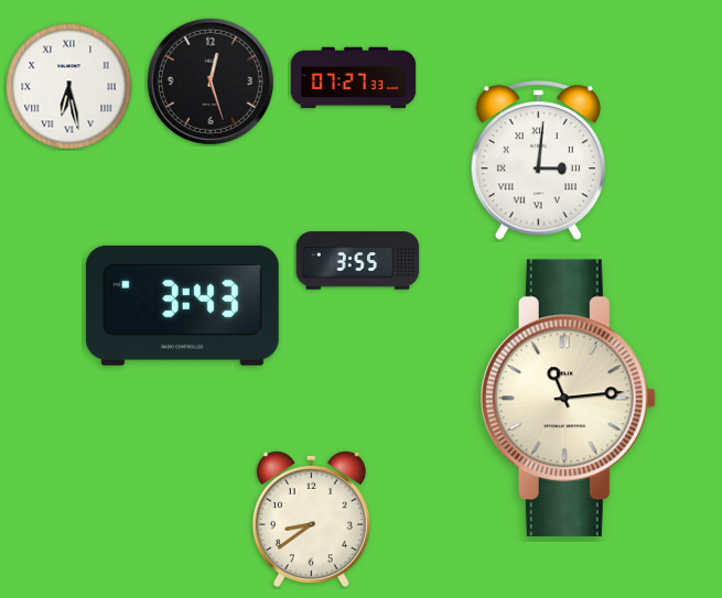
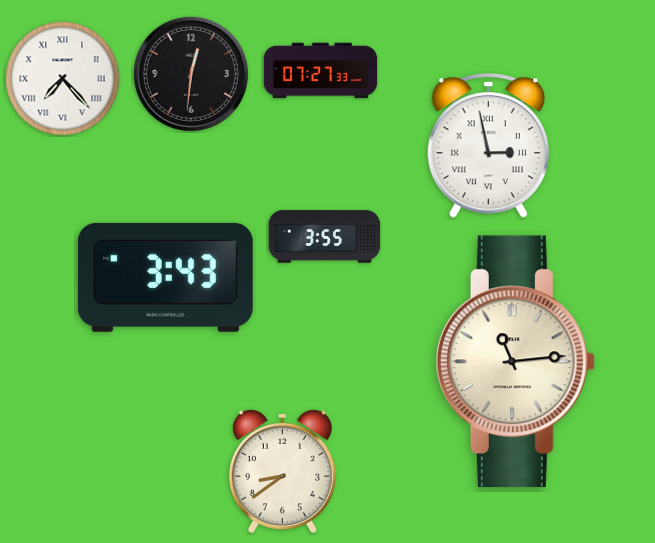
clock at (211, 81): 12:27 -> 12:31
clock at (69, 87): 6:28 -> 7:23
clock at (538, 161): 3:01 -> 2:58
